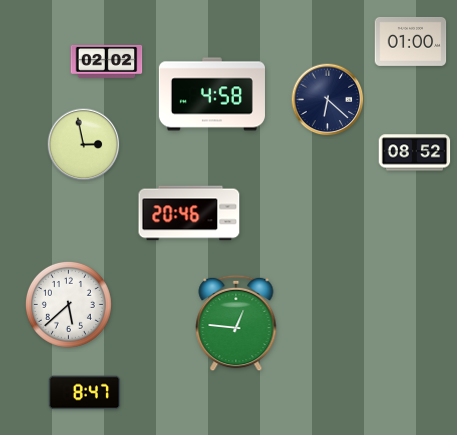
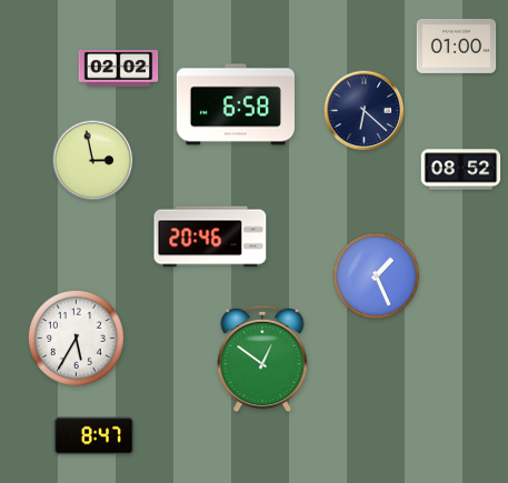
clock at (212, 94): 4:58 -> 6:58
clock at (377, 276): none -> 1:26
clock at (68, 304): 5:38 -> 5:35
clock at (236, 323): 12:46 -> 12:51
